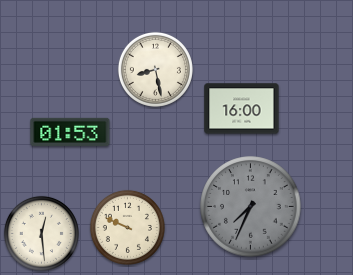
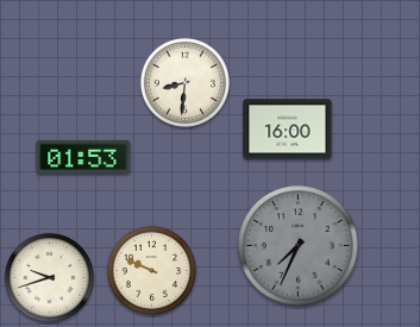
clock at (155, 69): 8:28 -> 8:31
clock at (41, 233): 12:29 -> 9:42
